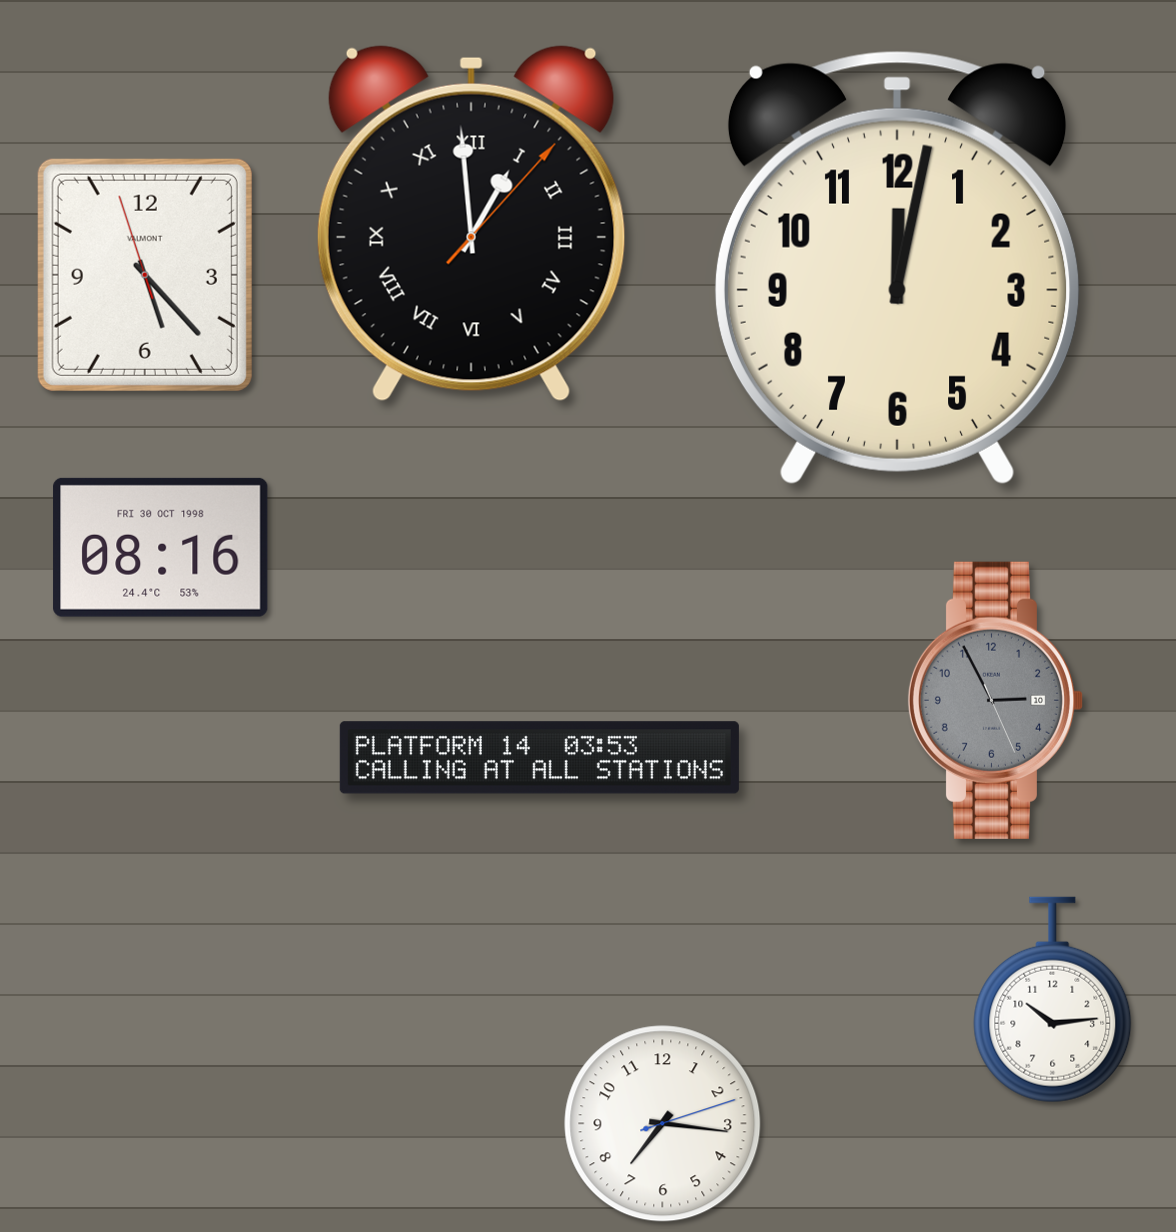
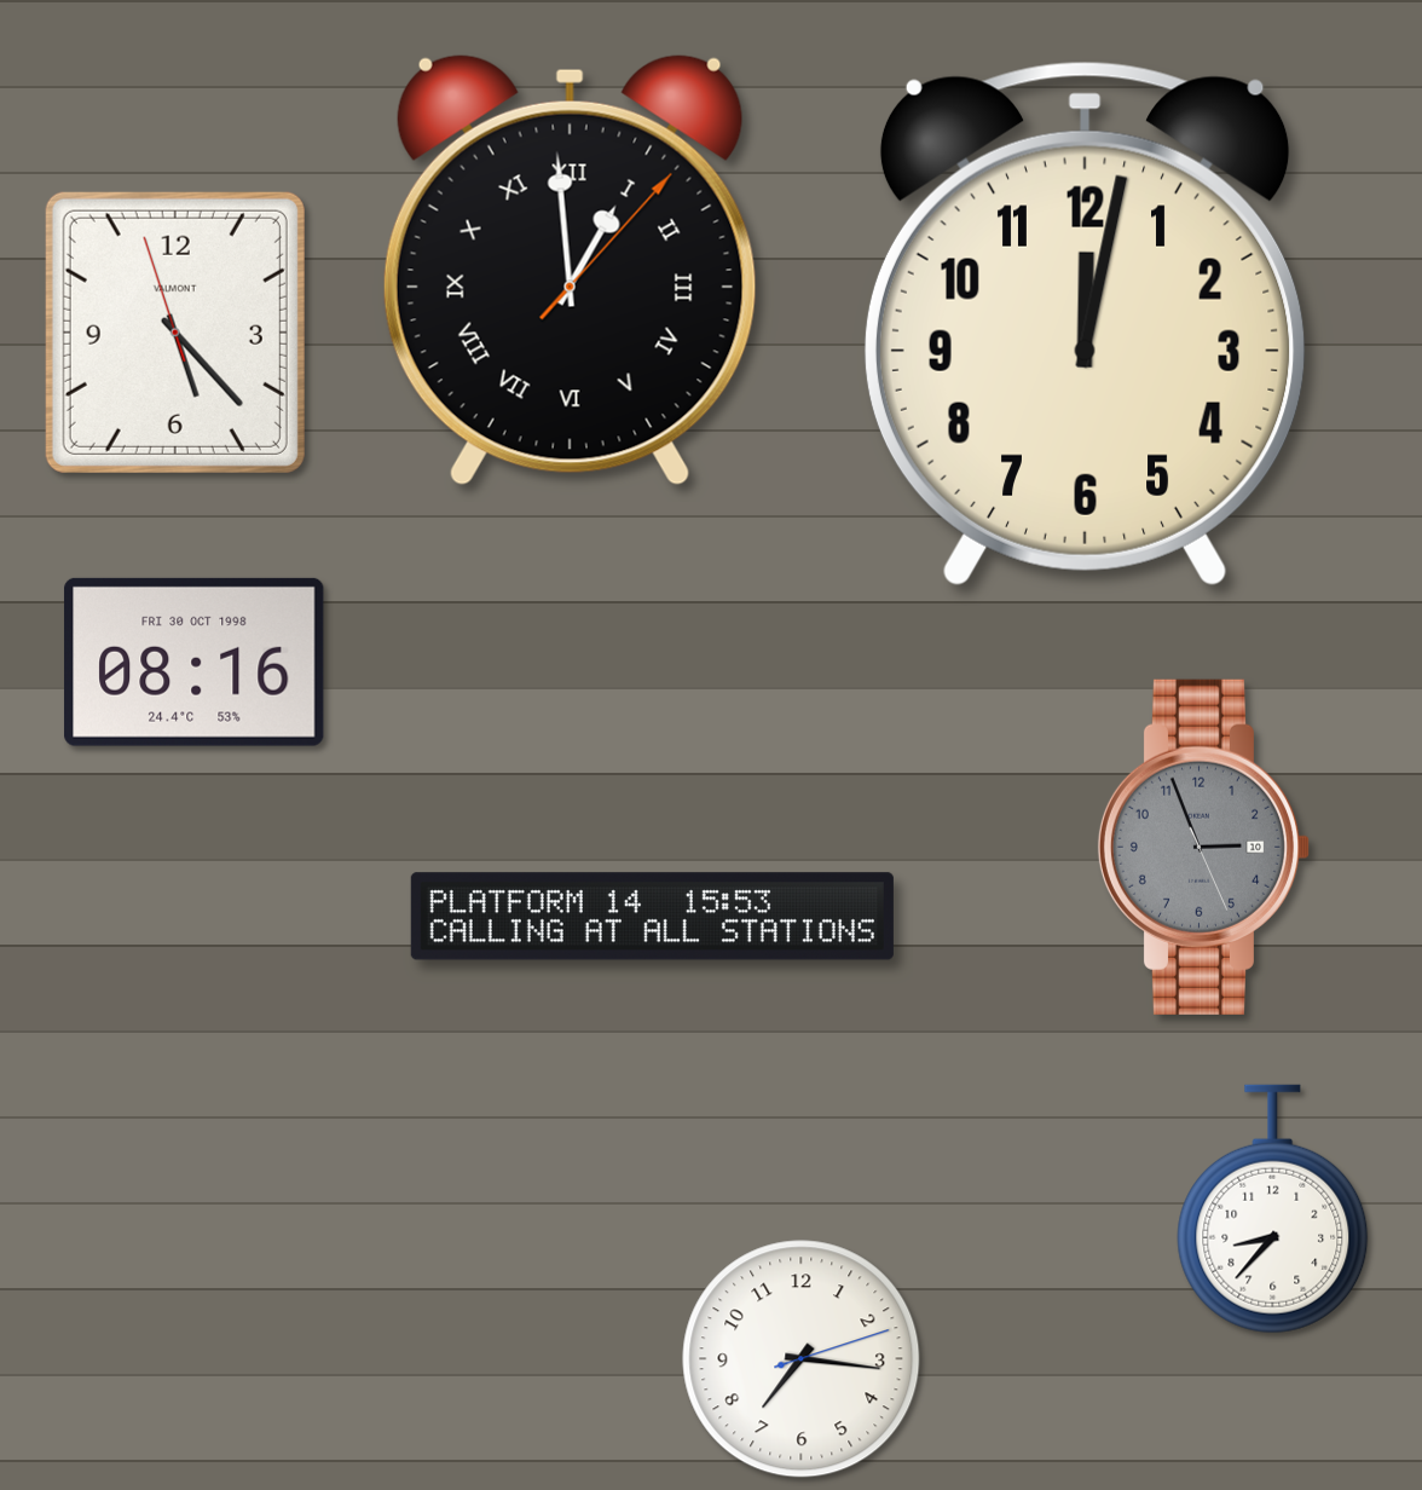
clock at (995, 700): 2:55 -> 2:56
clock at (539, 758): 03:53 -> 15:53
clock at (1053, 1000): 10:14 -> 8:37
